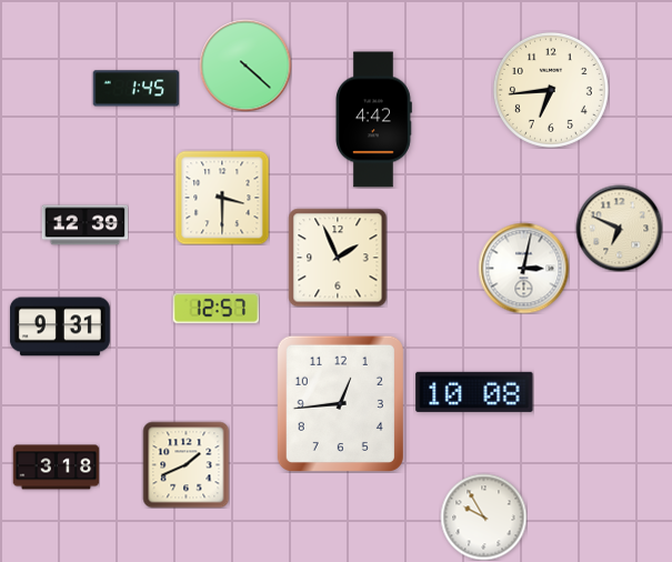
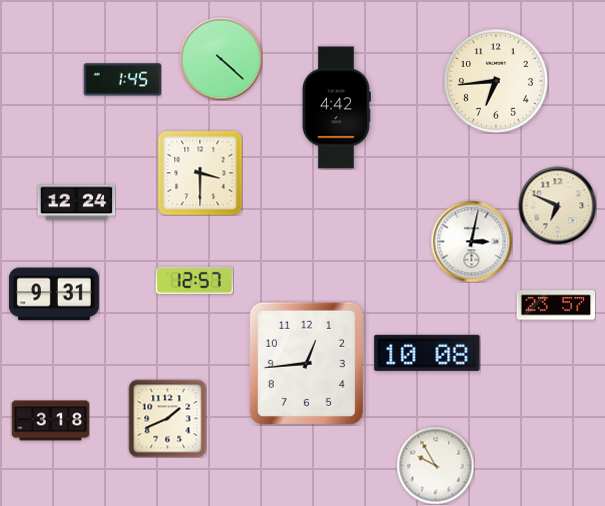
clock at (222, 198) position: (222, 198) -> (200, 173)
clock at (84, 225): 12:39 -> 12:24
clock at (338, 258): 1:56 -> none
clock at (215, 308) position: (215, 308) -> (194, 280)
clock at (556, 305): none -> 23:57
